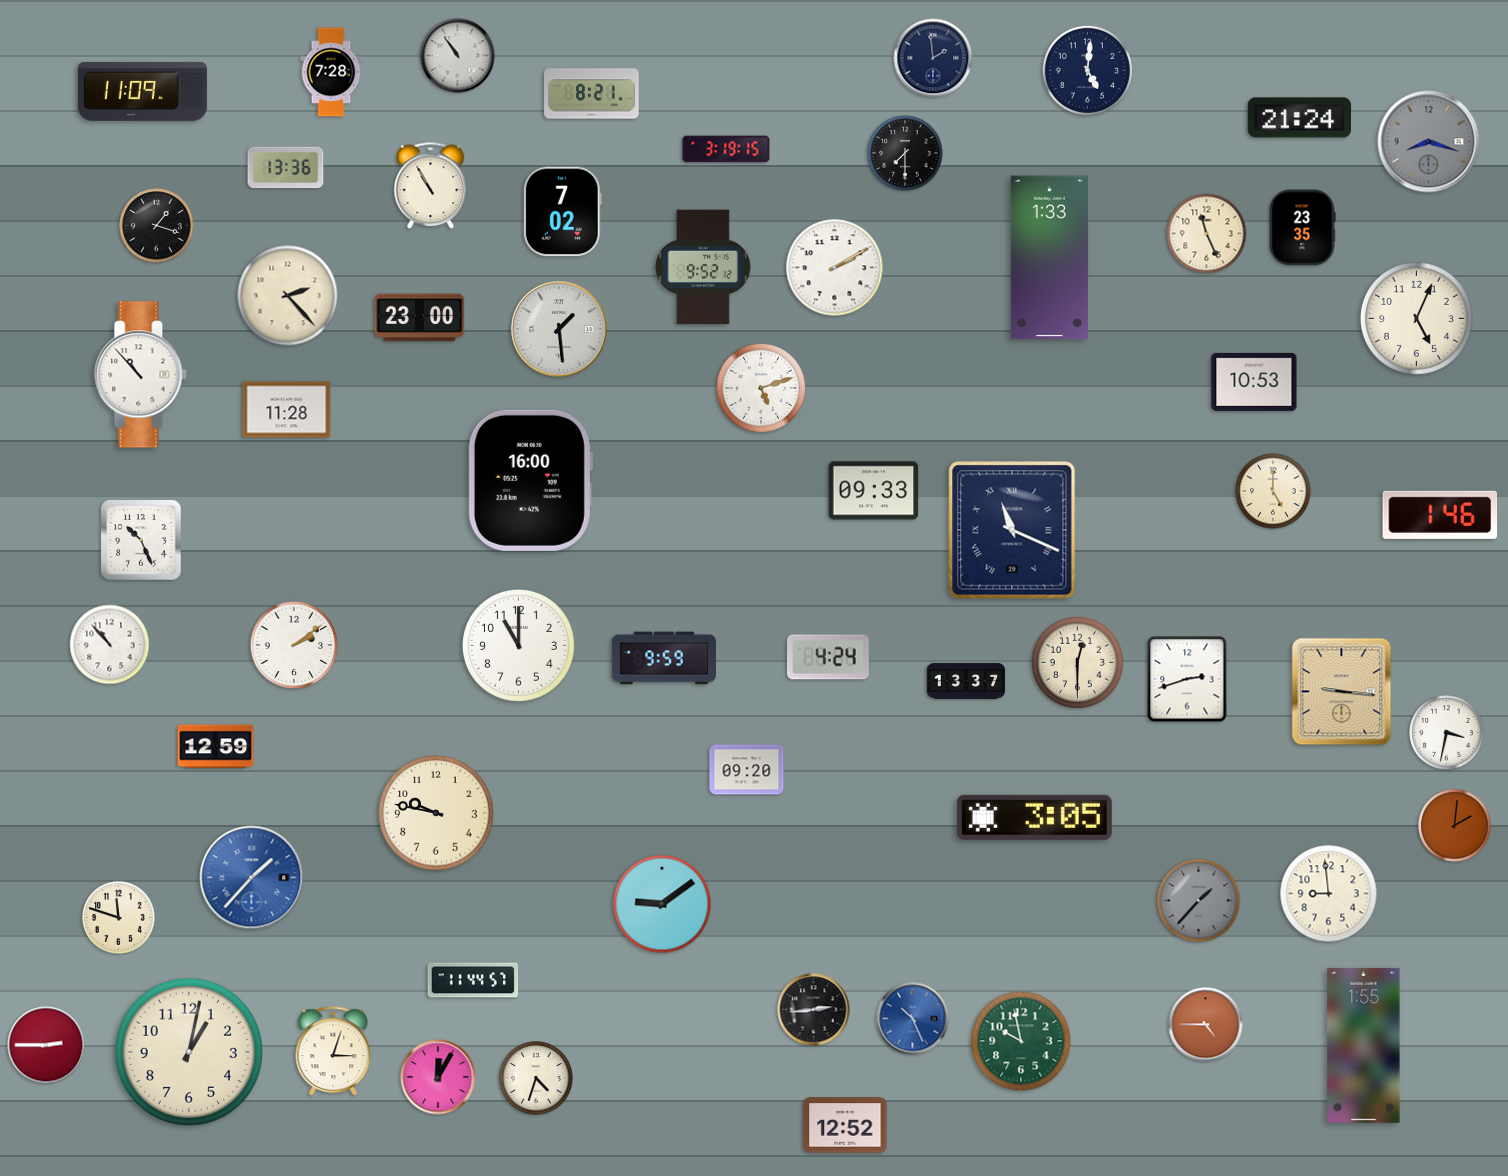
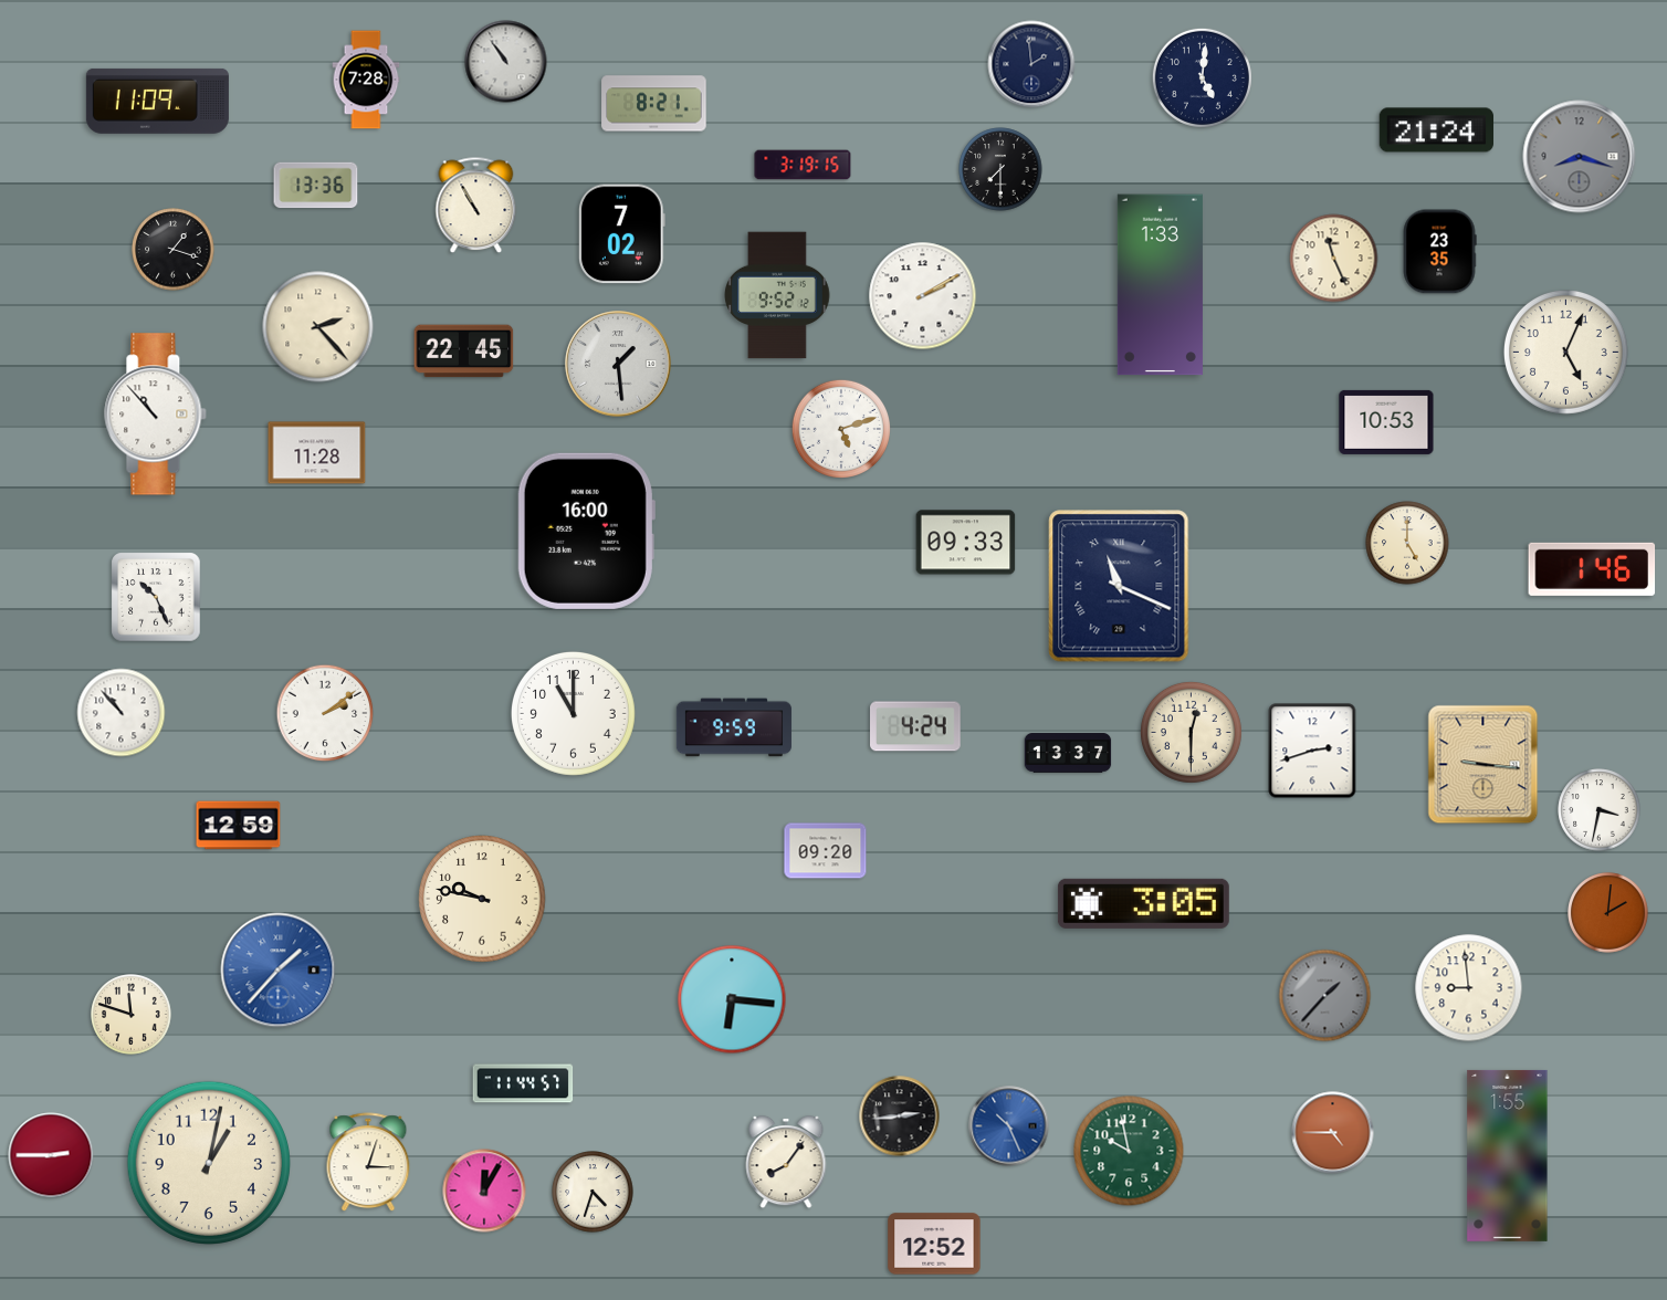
clock at (420, 318): 23:00 -> 22:45
clock at (662, 904): 9:09 -> 6:16
clock at (786, 1162): none -> 8:06
